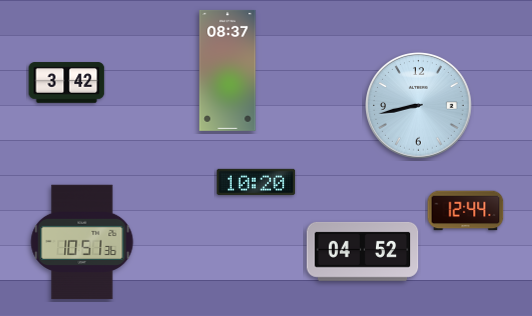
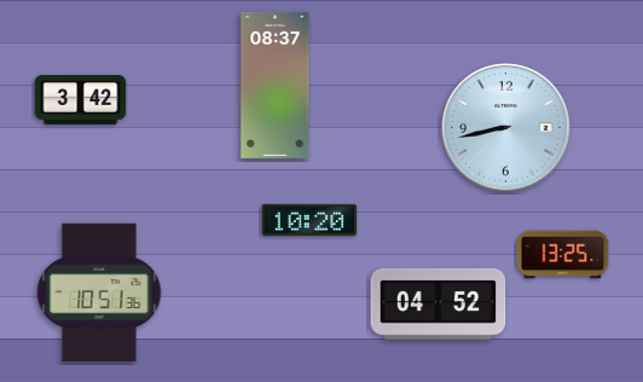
clock at (466, 211): 12:44 -> 13:25
